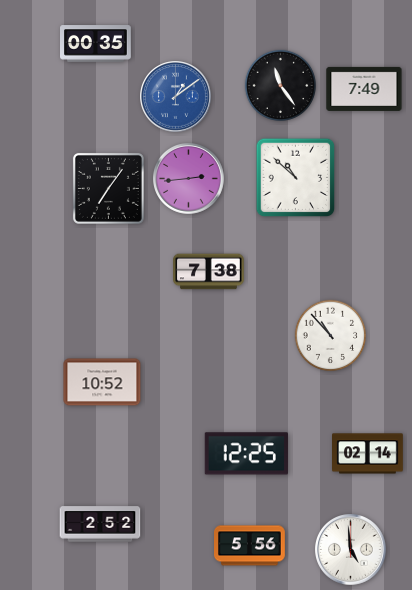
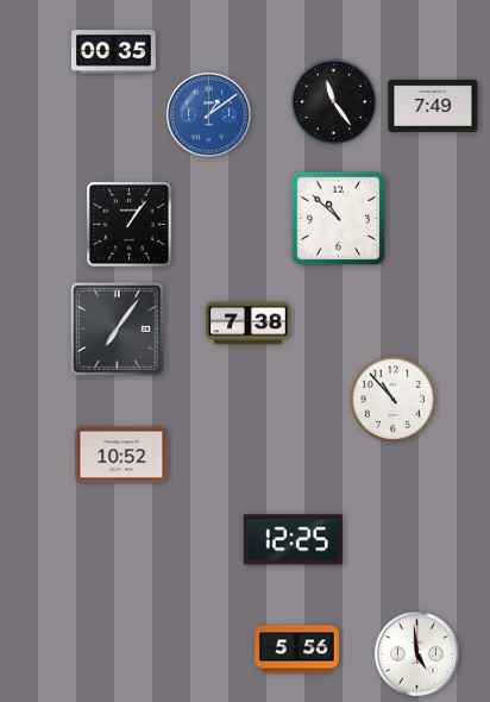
clock at (296, 178) position: (296, 178) -> (339, 219)
clock at (189, 179): 2:44 -> none
clock at (108, 188): 7:06 -> 1:06
clock at (118, 330): none -> 7:06
clock at (368, 454): 02:14 -> none
clock at (100, 524): 2:52 -> none
